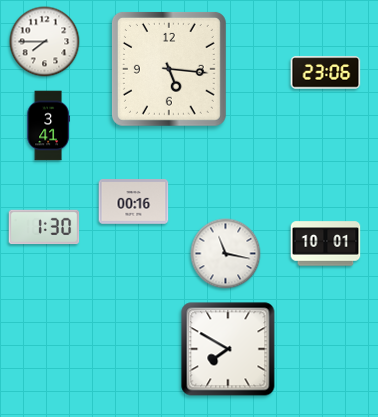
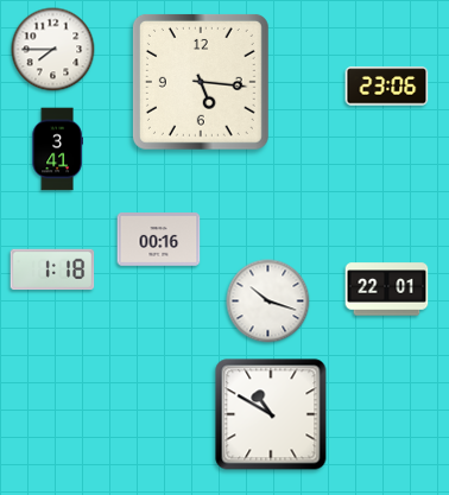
clock at (44, 227): 1:30 -> 1:18
clock at (326, 244): 10:01 -> 22:01
clock at (226, 254): 11:17 -> 10:18
clock at (228, 349): 7:50 -> 10:50
